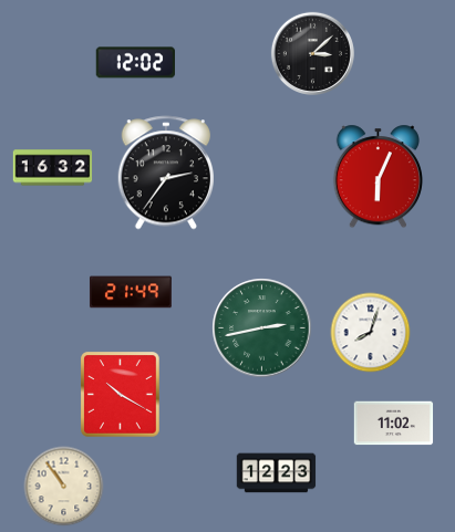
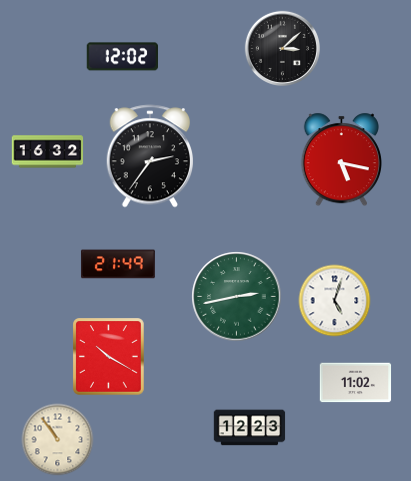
clock at (378, 177): 6:04 -> 5:17
clock at (371, 333): 8:03 -> 5:03
